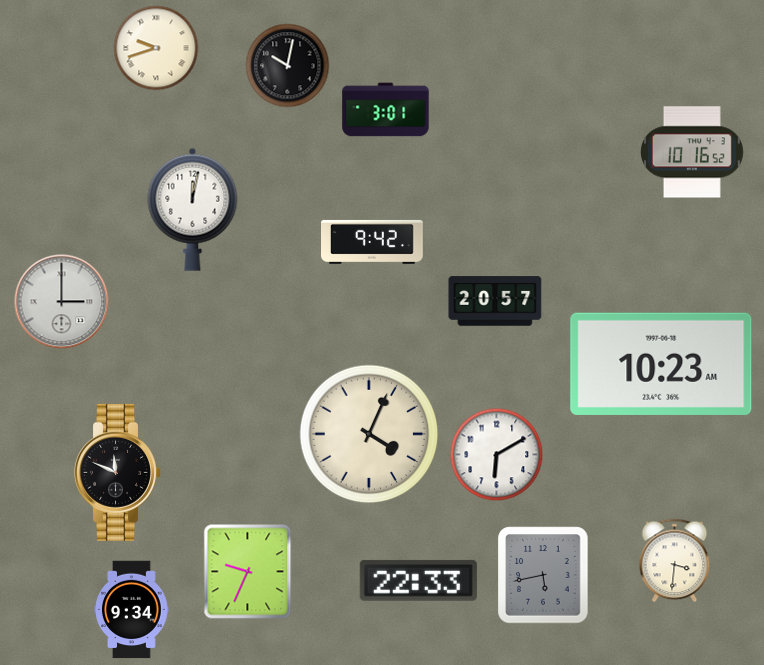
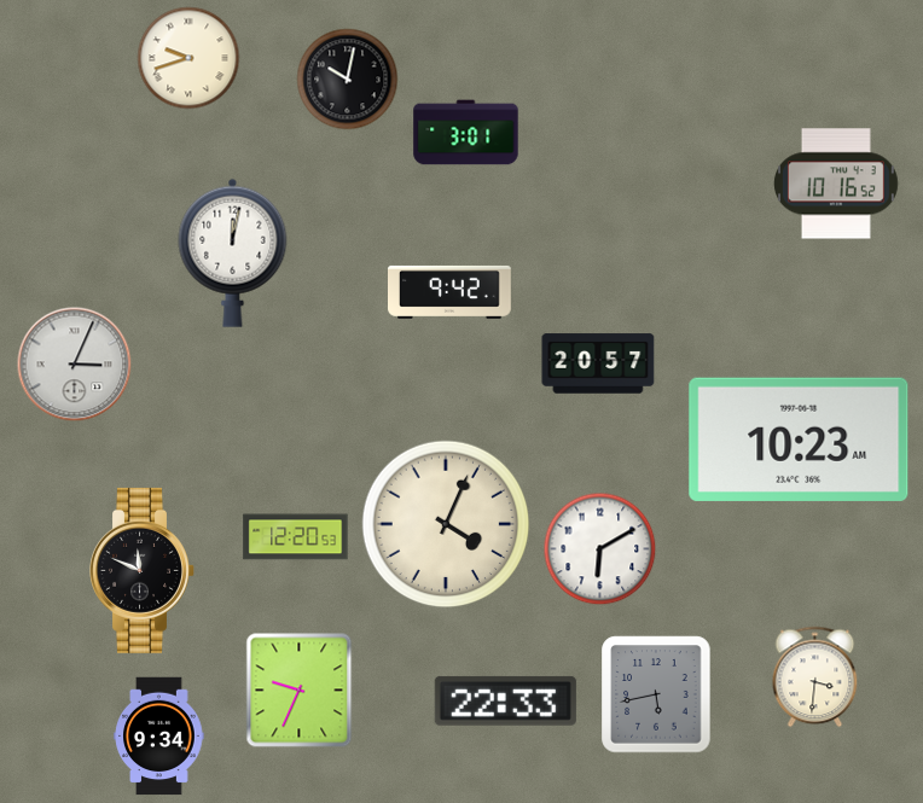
clock at (62, 302): 3:00 -> 3:04
clock at (296, 537): none -> 12:20
